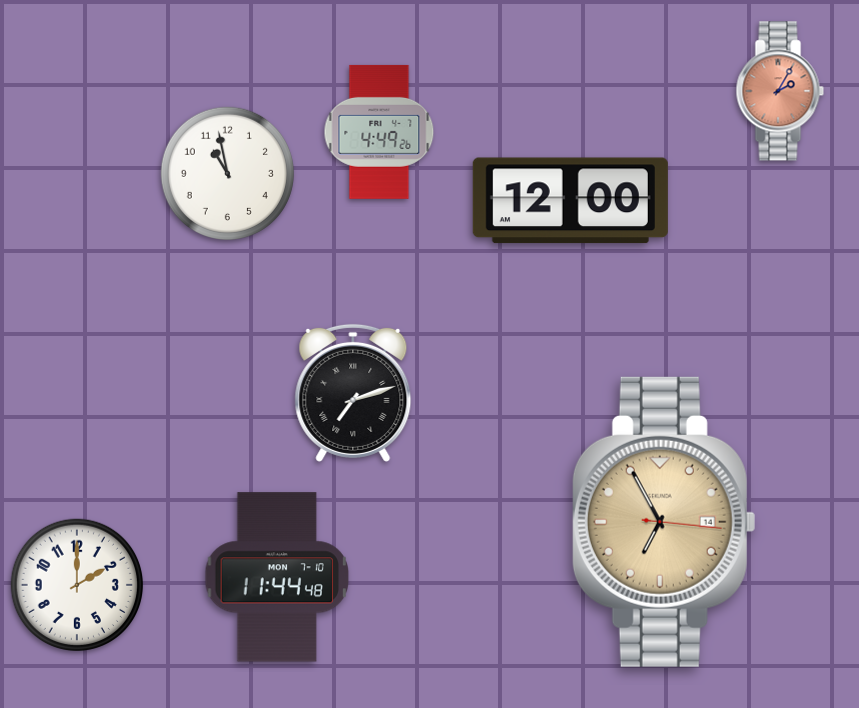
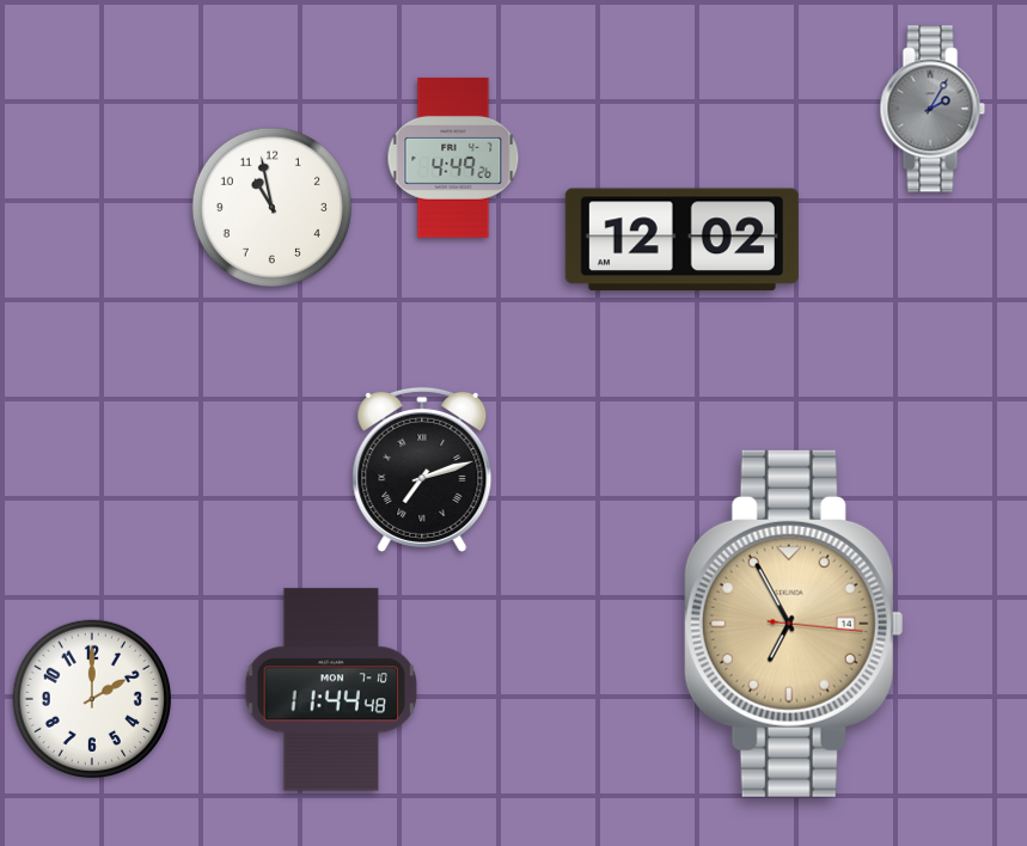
clock at (780, 91) dial: salmon -> grey
clock at (570, 201): 12:00 -> 12:02
